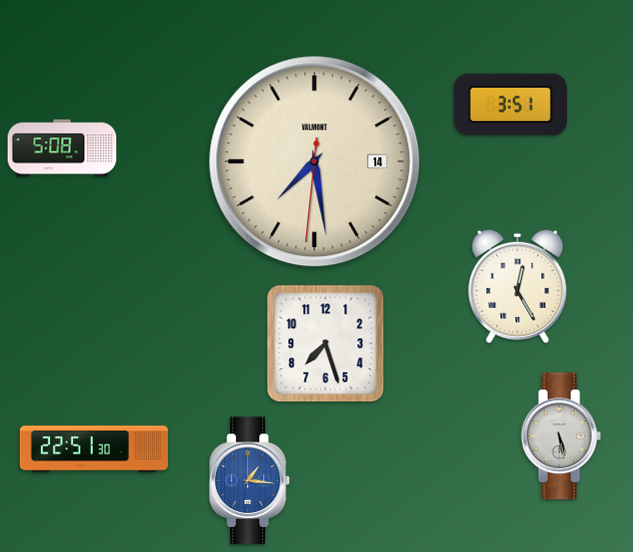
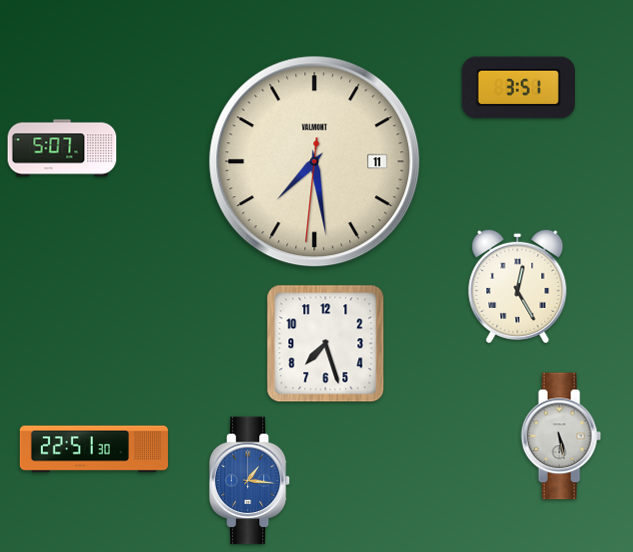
clock at (510, 105) position: (510, 105) -> (518, 88)
clock at (62, 148): 5:08 -> 5:07
clock at (315, 162) date: 14 -> 11
